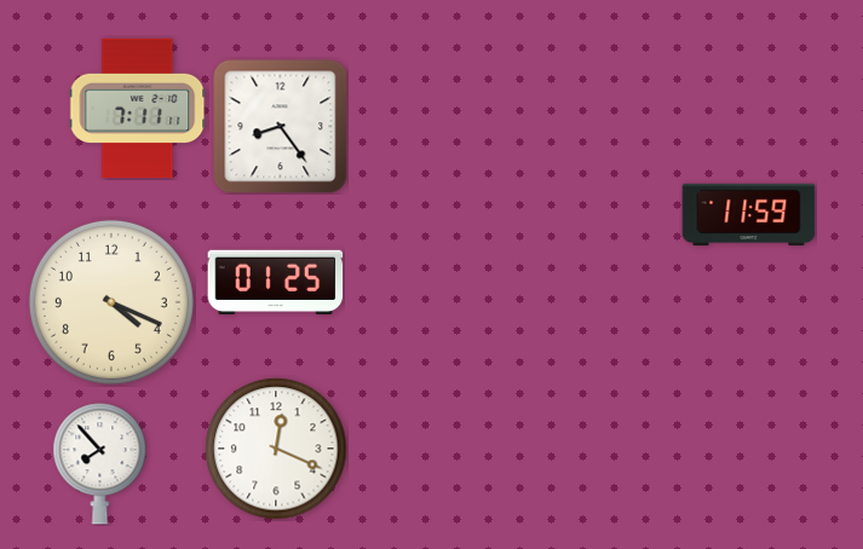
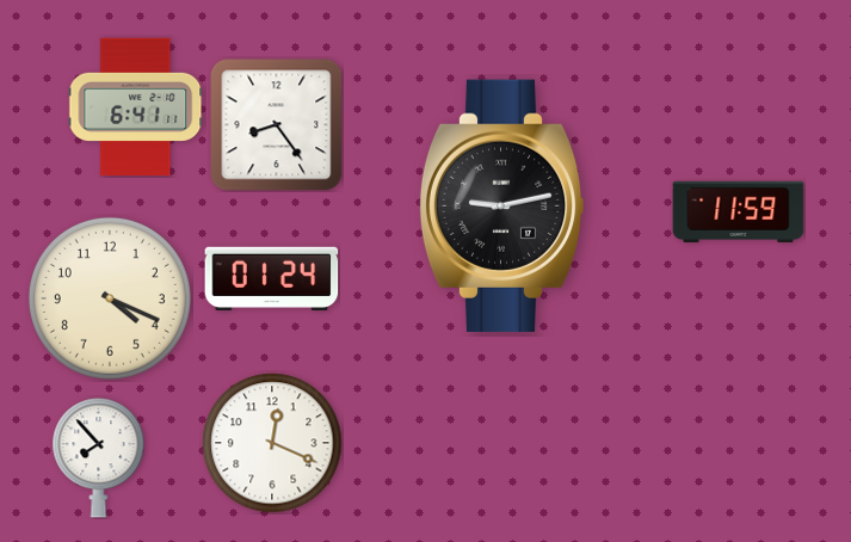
clock at (138, 109): 7:11 -> 6:41
clock at (501, 205): none -> 9:13
clock at (276, 282): 01:25 -> 01:24
